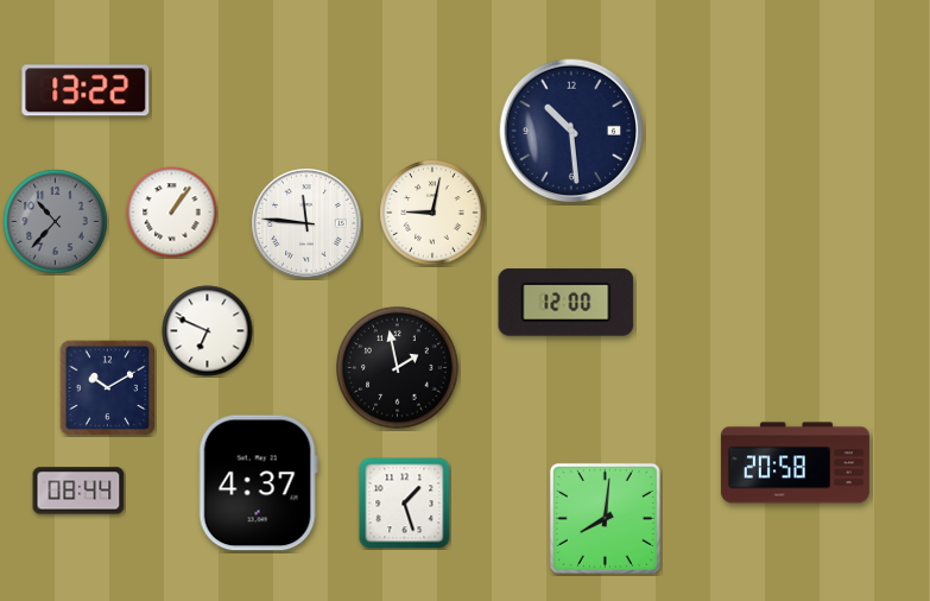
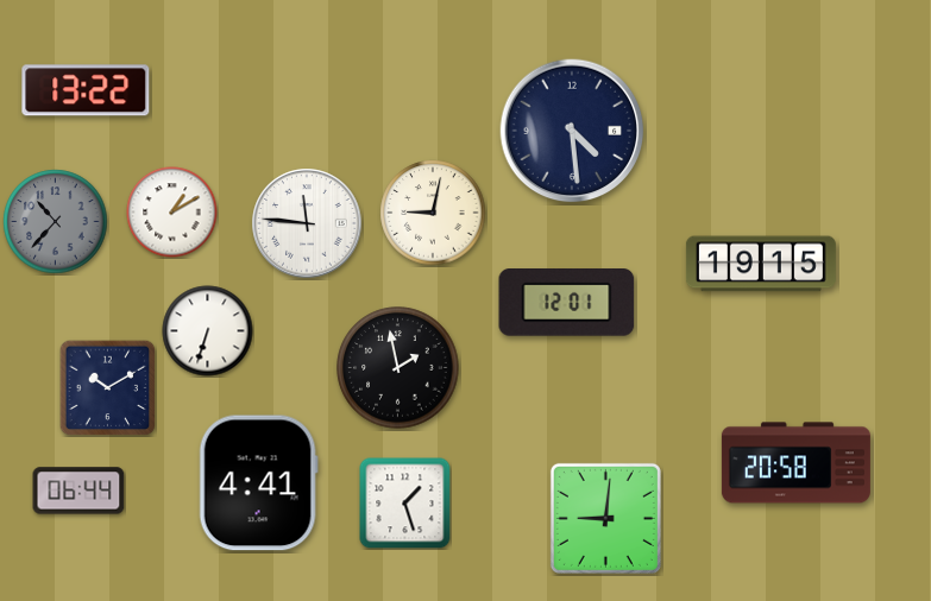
clock at (571, 131): 10:29 -> 4:29
clock at (172, 213): 1:06 -> 1:10
clock at (761, 264): none -> 19:15
clock at (567, 303): 12:00 -> 12:01
clock at (208, 331): 6:49 -> 6:33
clock at (258, 483): 4:37 -> 4:41
clock at (78, 491): 08:44 -> 06:44
clock at (605, 518): 8:01 -> 9:01
